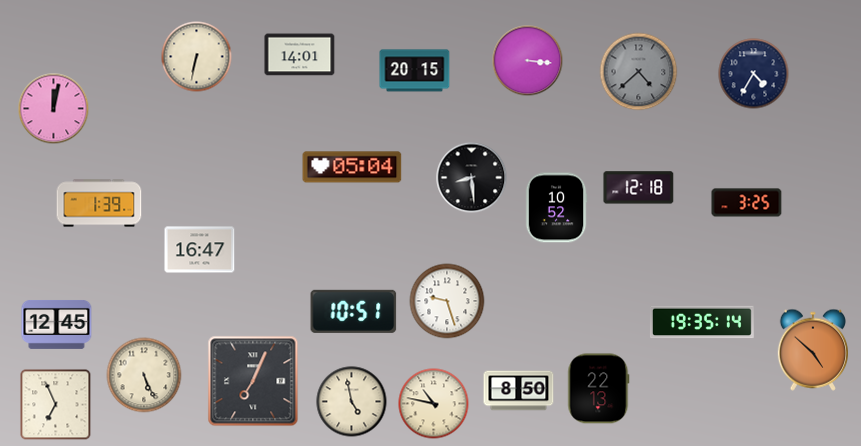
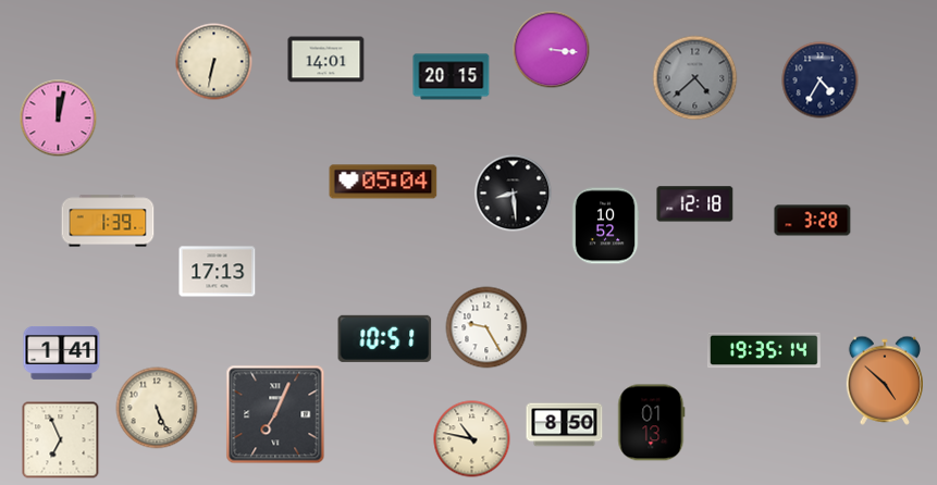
clock at (528, 61) position: (528, 61) -> (552, 50)
clock at (747, 203): 3:25 -> 3:28
clock at (200, 250): 16:47 -> 17:13
clock at (447, 301): 9:27 -> 9:25
clock at (57, 324): 12:45 -> 1:41
clock at (599, 389): 22:13 -> 01:13
clock at (352, 402): 4:58 -> none
